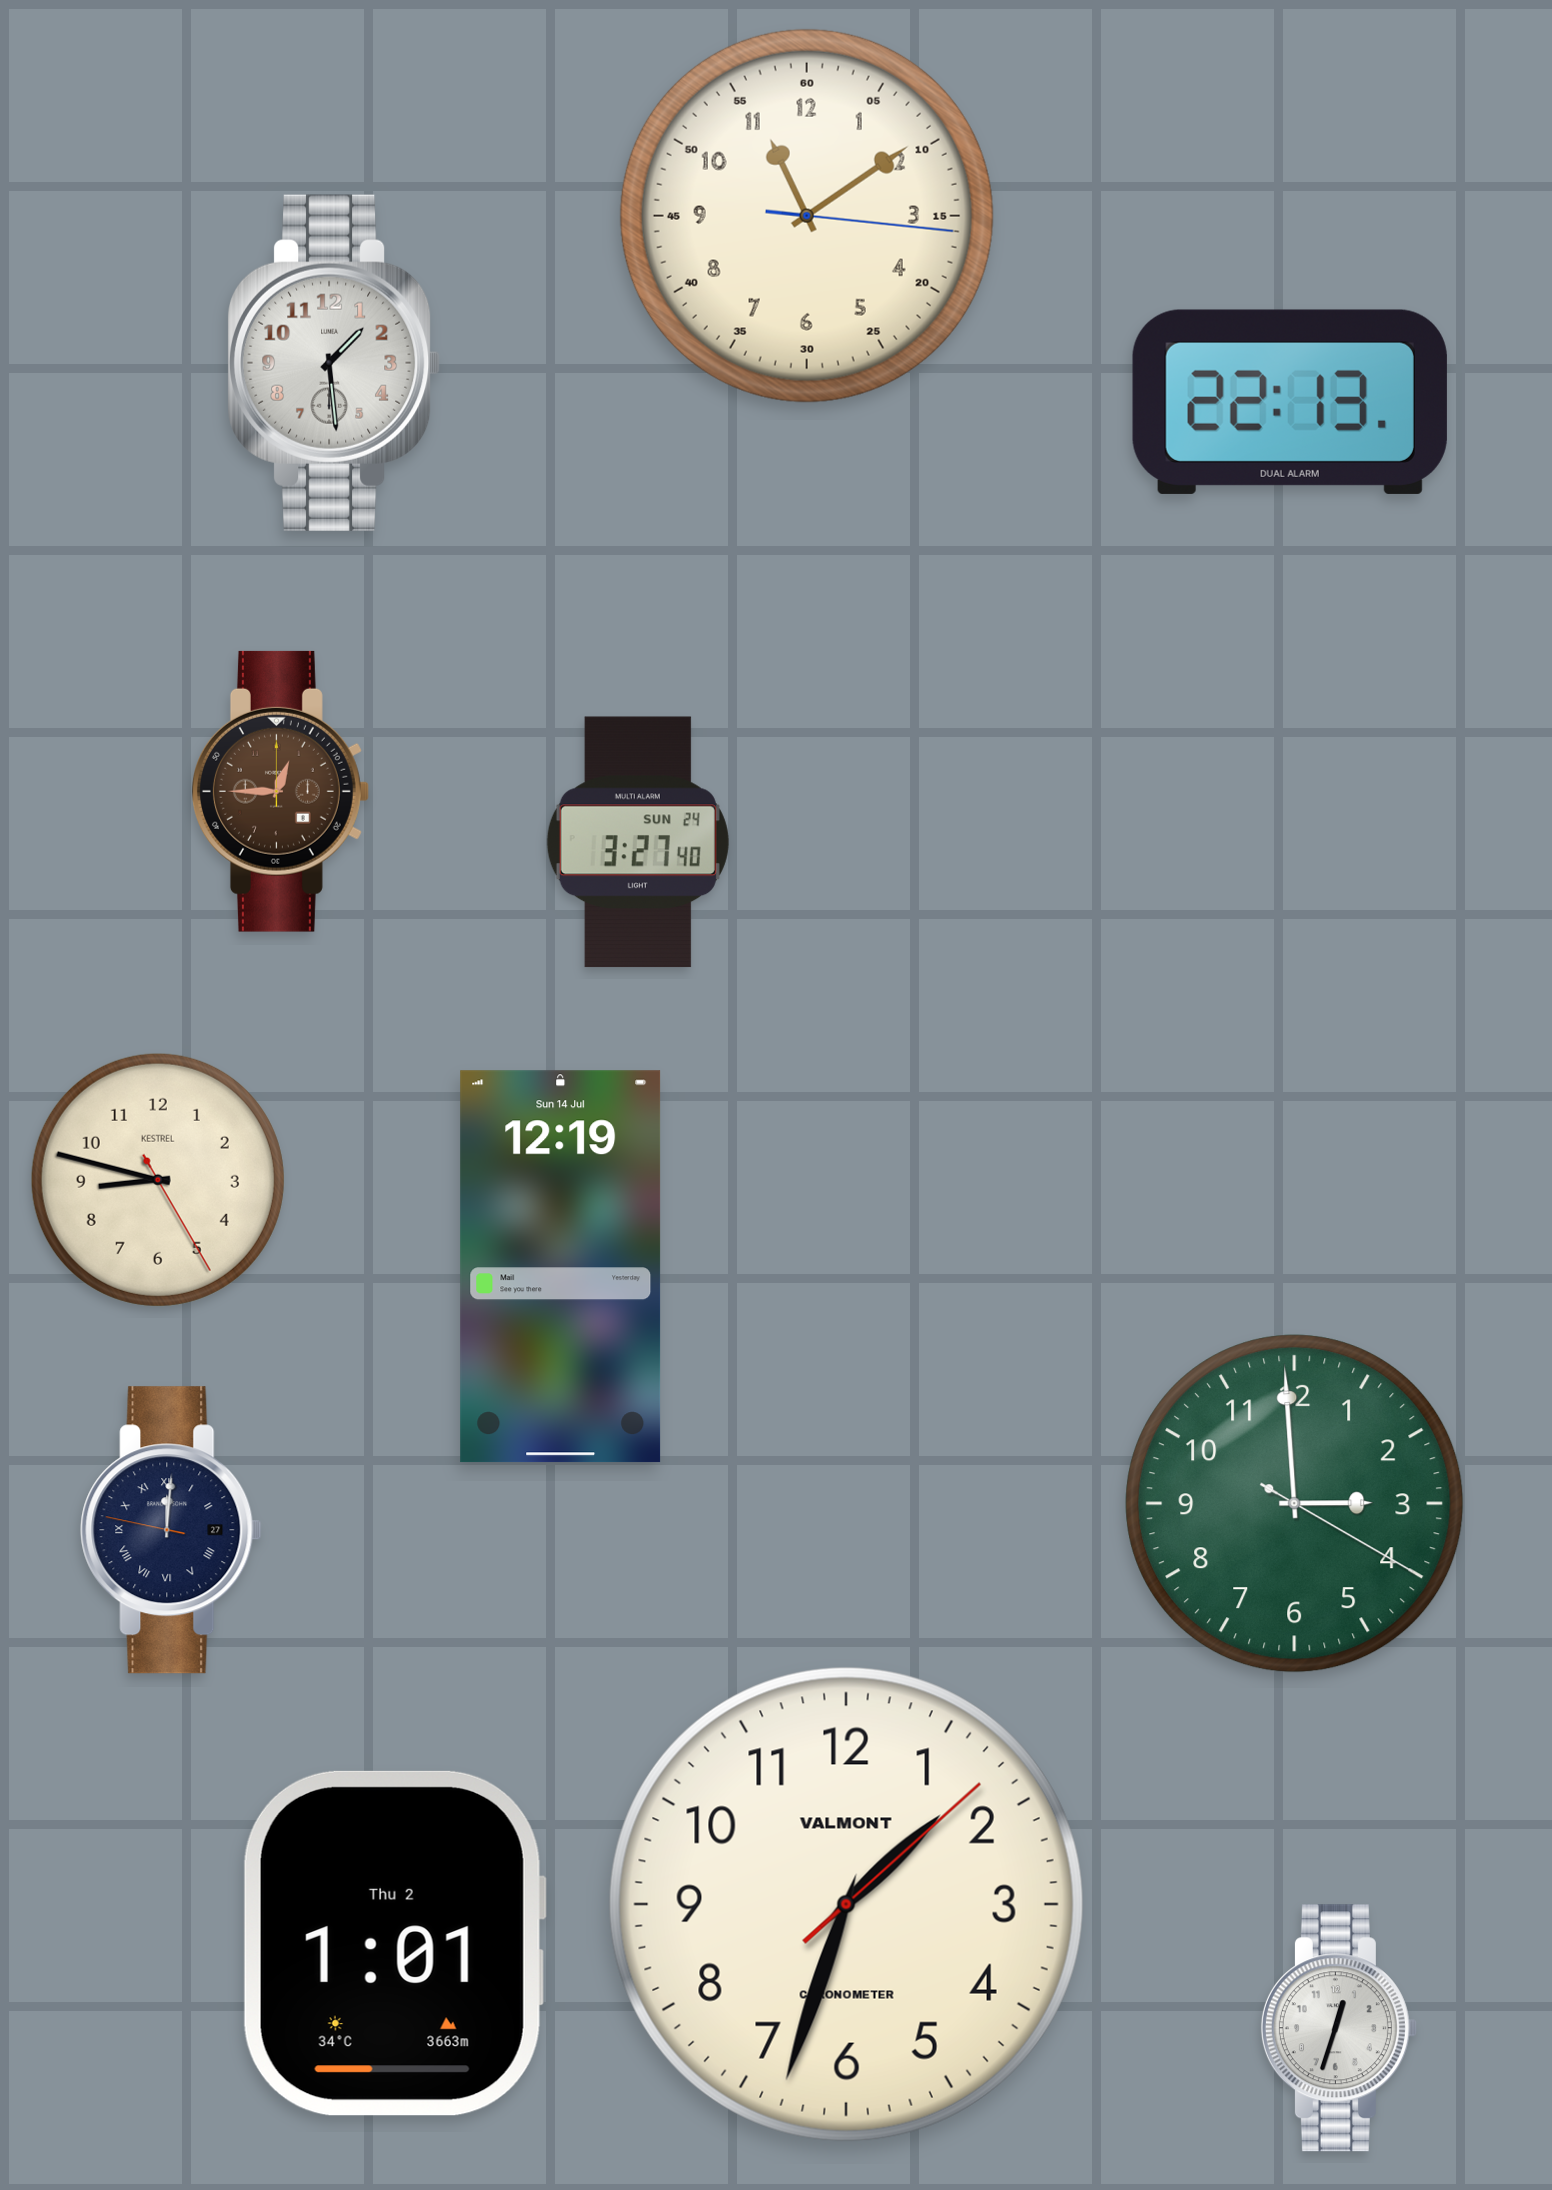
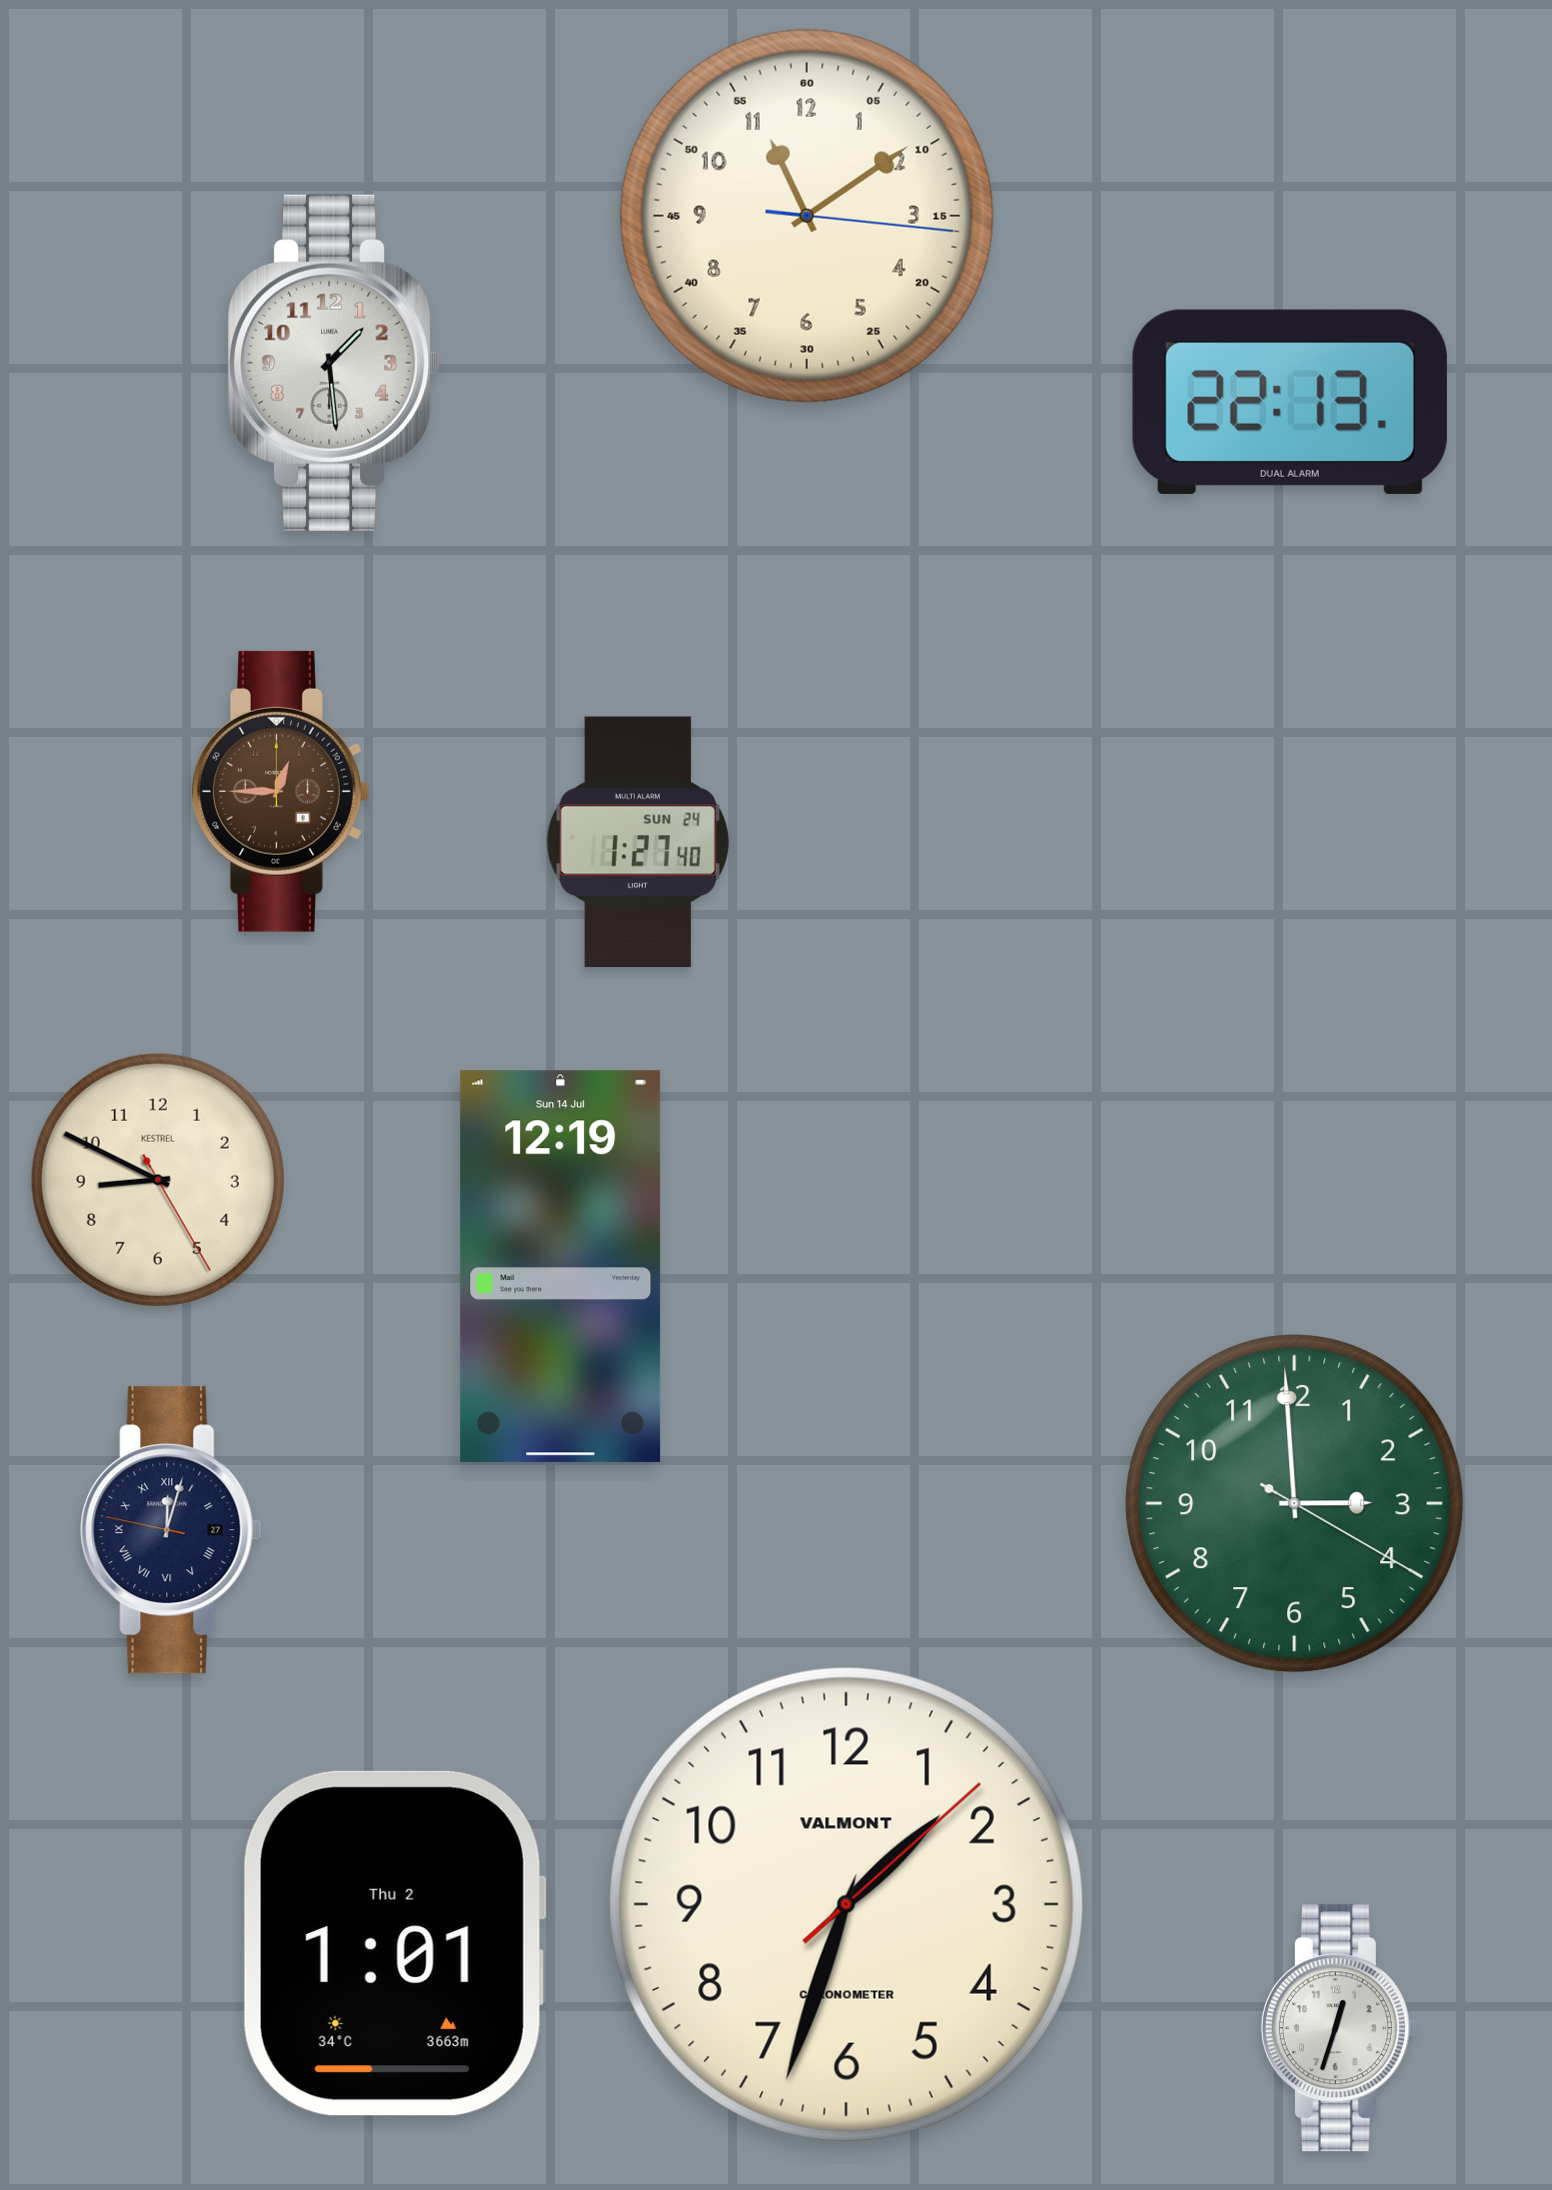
clock at (638, 842): 3:27 -> 1:27
clock at (158, 1180): 8:47 -> 8:49
clock at (171, 1530): 12:00 -> 12:02
